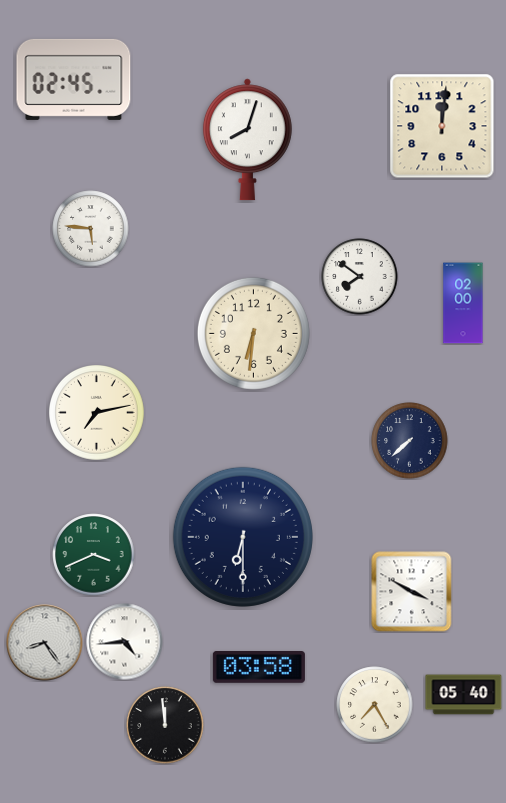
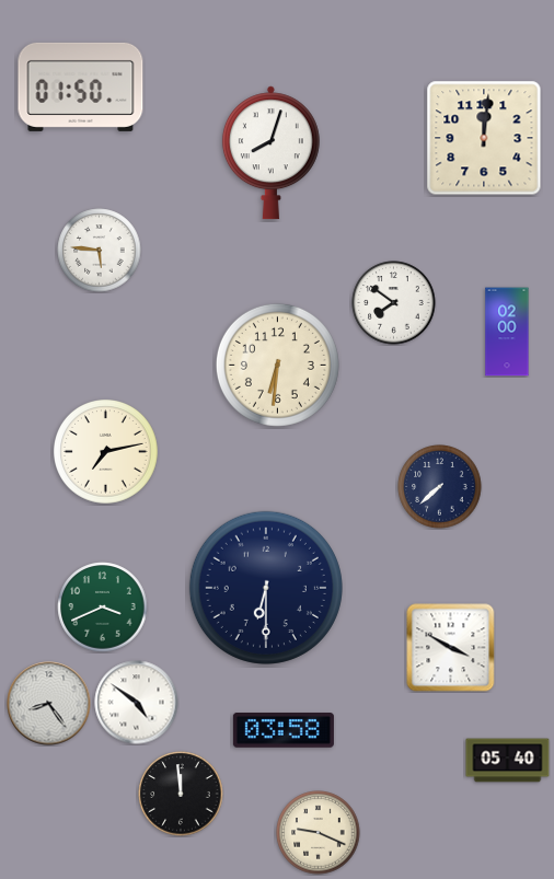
clock at (74, 79): 02:45 -> 01:50
clock at (410, 441) position: (410, 441) -> (440, 487)
clock at (125, 642): 4:44 -> 4:51
clock at (375, 705): 7:25 -> none
clock at (319, 833): none -> 9:19
